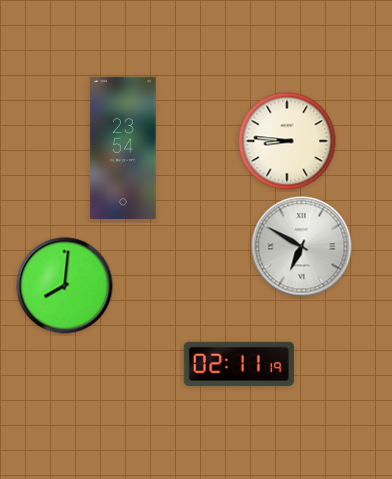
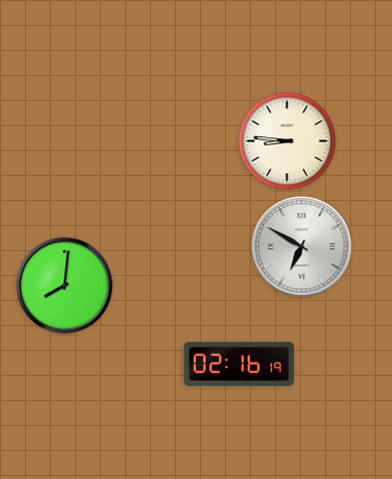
clock at (123, 148): 23:54 -> none
clock at (239, 364): 02:11 -> 02:16
